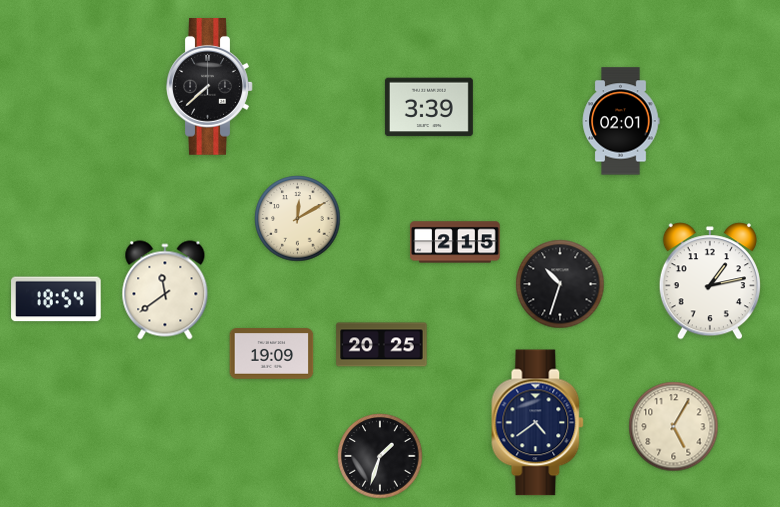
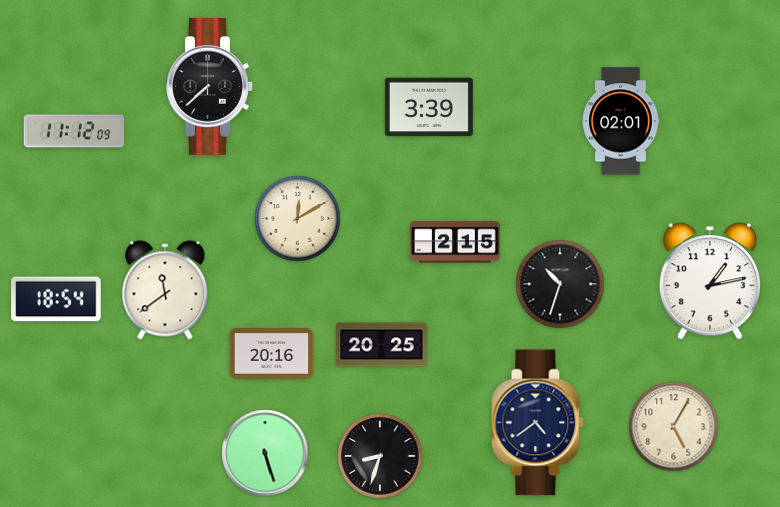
clock at (74, 131): none -> 11:12
clock at (272, 354): 19:09 -> 20:16
clock at (265, 453): none -> 5:27
clock at (380, 456): 1:33 -> 8:33
